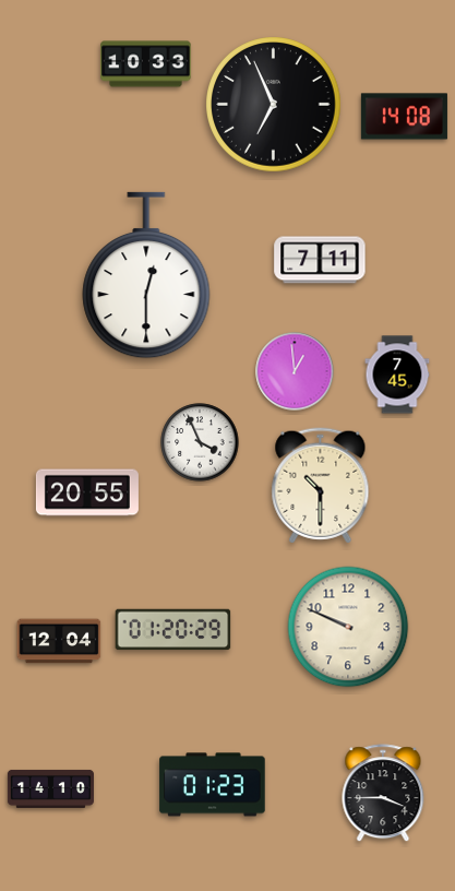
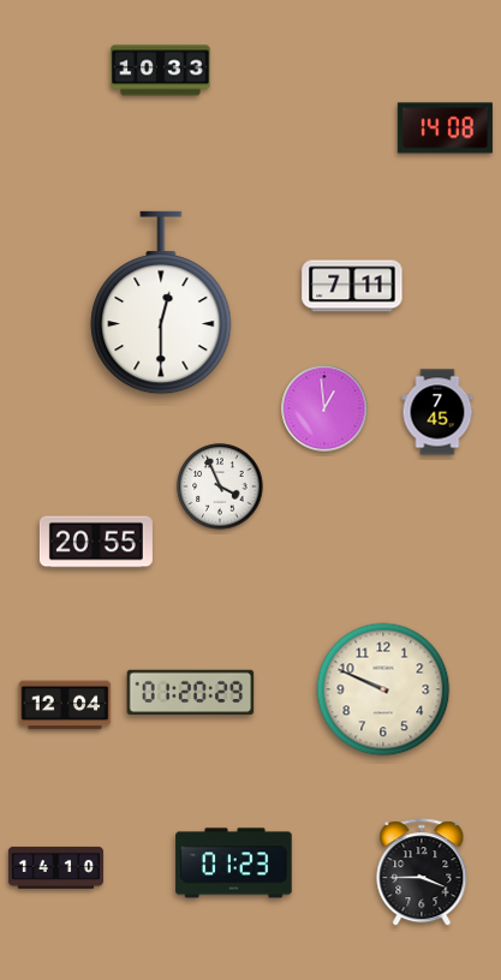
clock at (274, 105): 6:56 -> none
clock at (321, 486): 10:30 -> none
